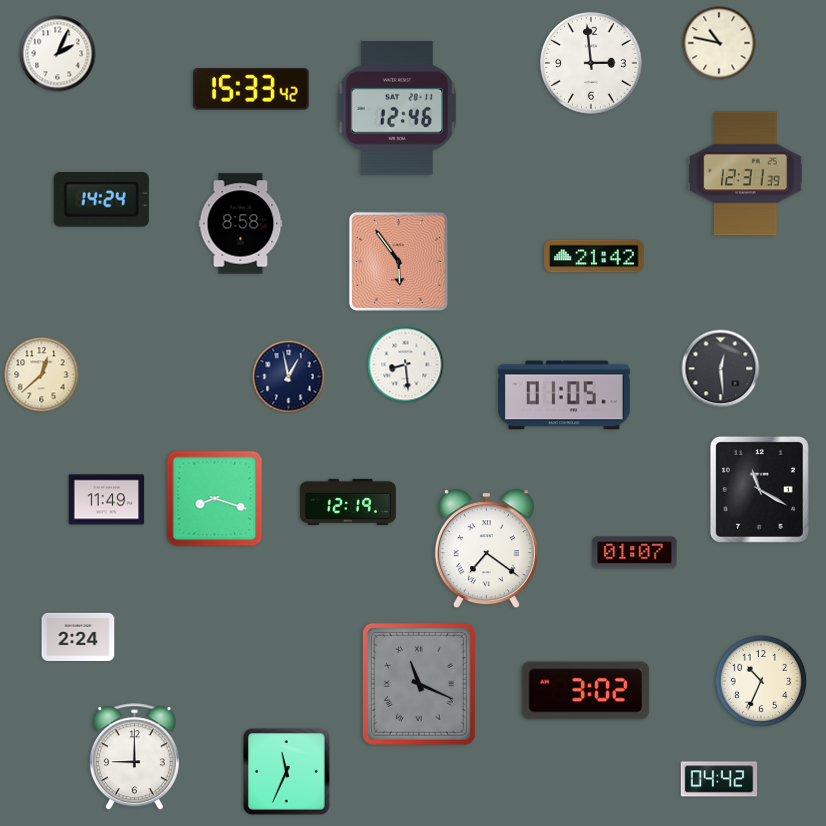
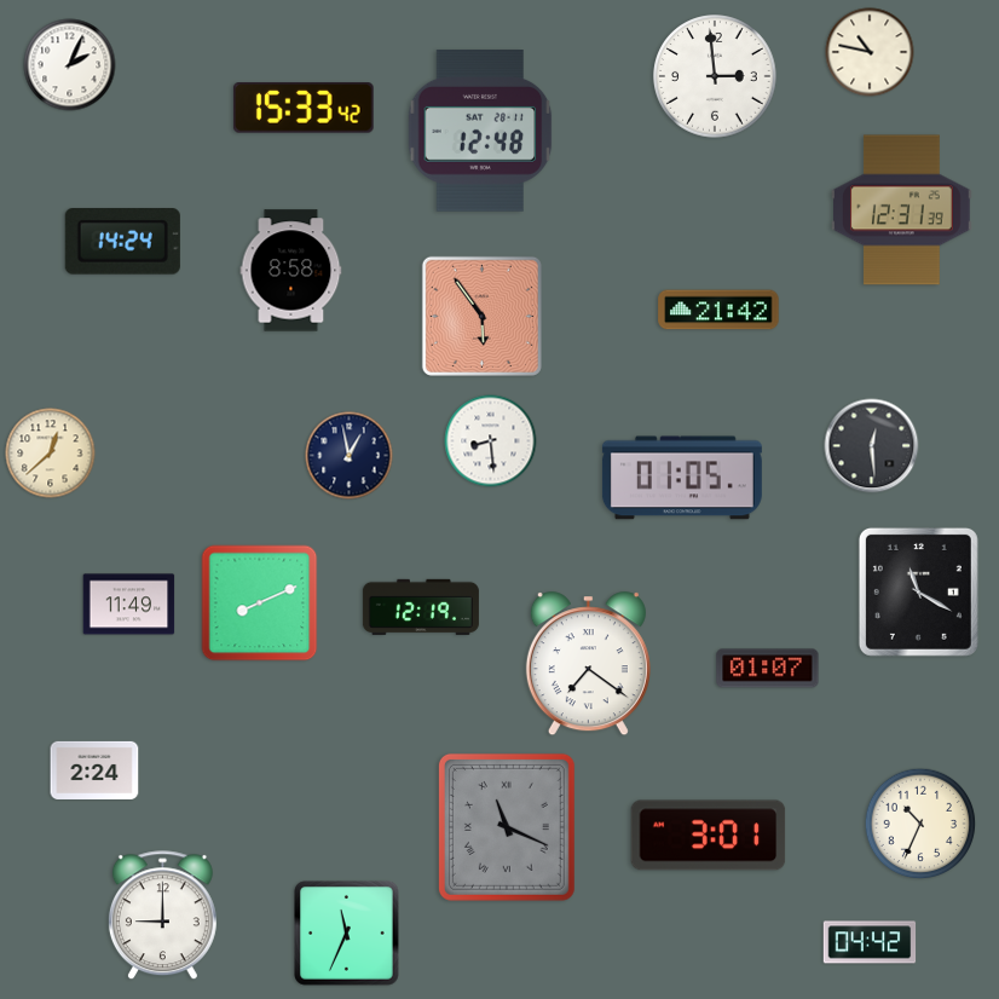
clock at (397, 109): 12:46 -> 12:48
clock at (215, 499): 8:18 -> 8:11
clock at (586, 691): 3:02 -> 3:01
